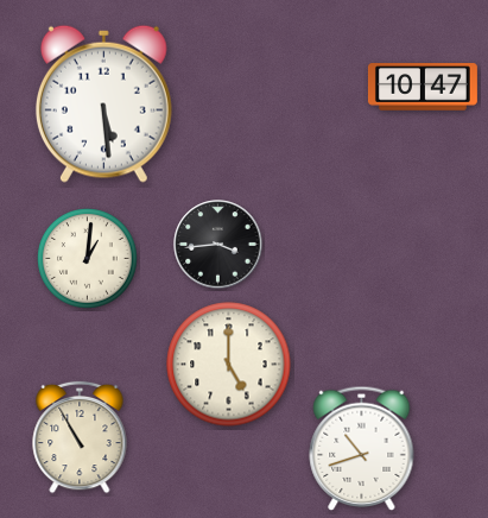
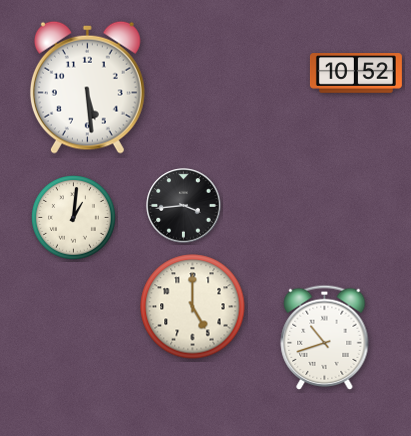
clock at (423, 87): 10:47 -> 10:52
clock at (80, 437): 10:55 -> none
clock at (362, 448) position: (362, 448) -> (325, 337)
